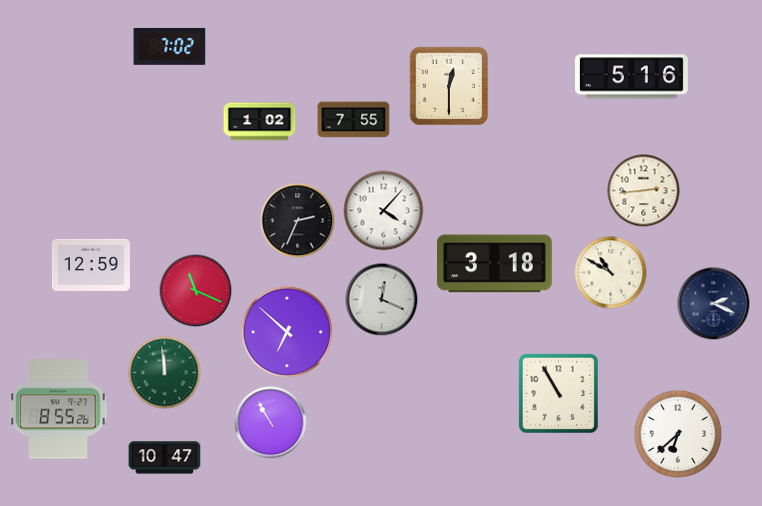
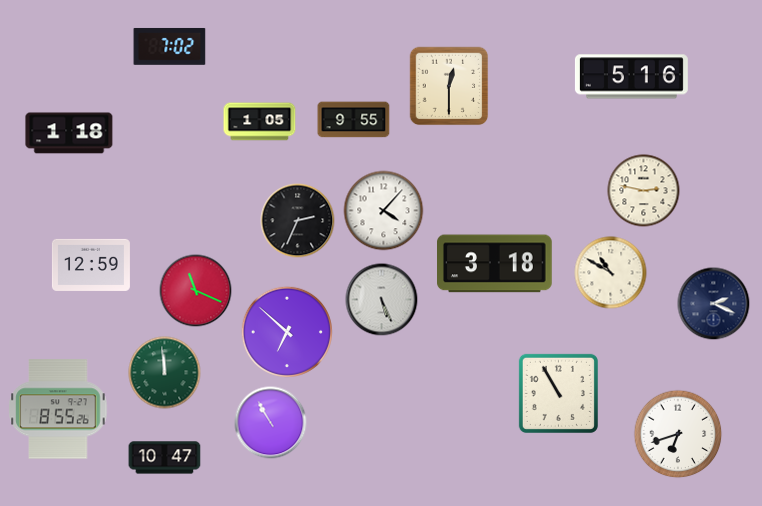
clock at (354, 120): 7:55 -> 9:55
clock at (260, 122): 1:02 -> 1:05
clock at (69, 133): none -> 1:18
clock at (644, 191): 2:44 -> 2:47
clock at (382, 300): 12:19 -> 5:26
clock at (678, 434): 6:38 -> 6:42
